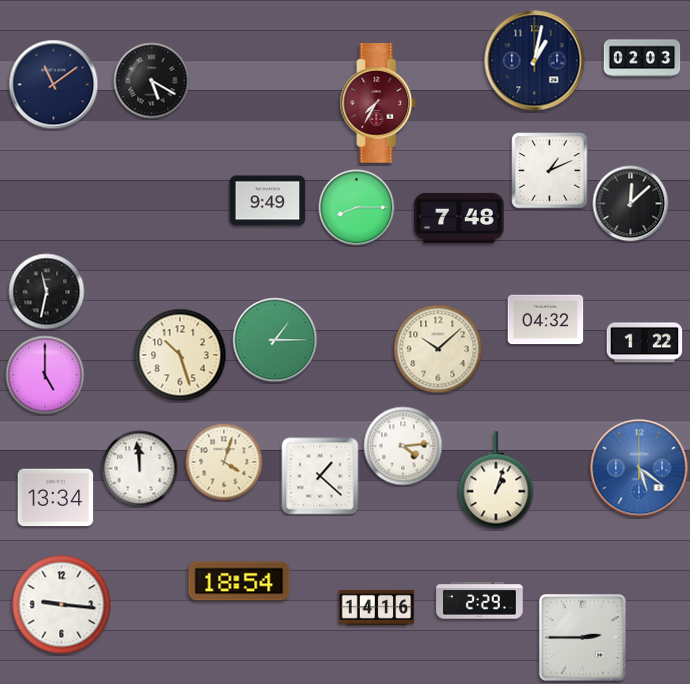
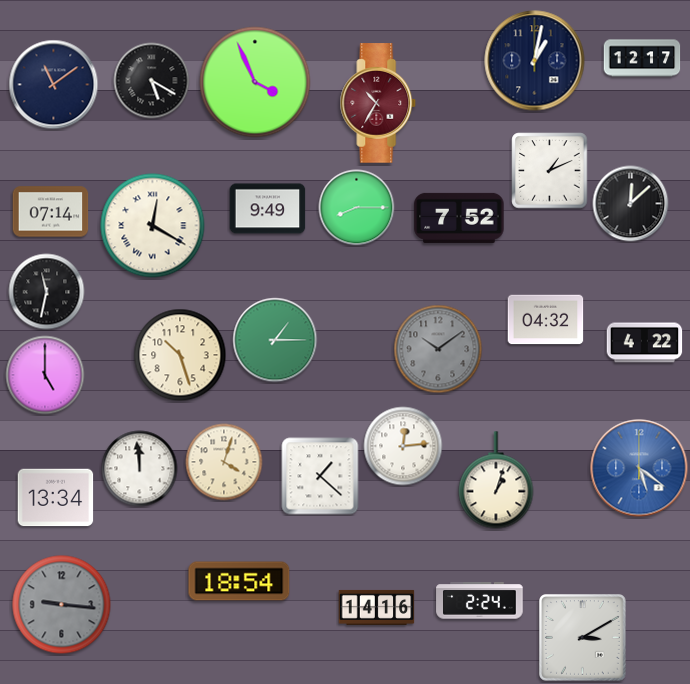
clock at (642, 58): 02:03 -> 12:17
clock at (255, 82): none -> 3:56
clock at (378, 103): 7:35 -> 10:35
clock at (268, 201) position: (268, 201) -> (268, 209)
clock at (51, 212): none -> 07:14
clock at (459, 218): 7:48 -> 7:52
clock at (153, 226): none -> 12:20
clock at (645, 343): 1:22 -> 4:22
clock at (438, 349): 10:08 -> 10:09
clock at (438, 349) dial: cream -> grey
clock at (403, 446): 4:14 -> 12:14
clock at (480, 601): 2:29 -> 2:24
clock at (62, 605) dial: white -> grey
clock at (583, 638): 2:45 -> 3:10
